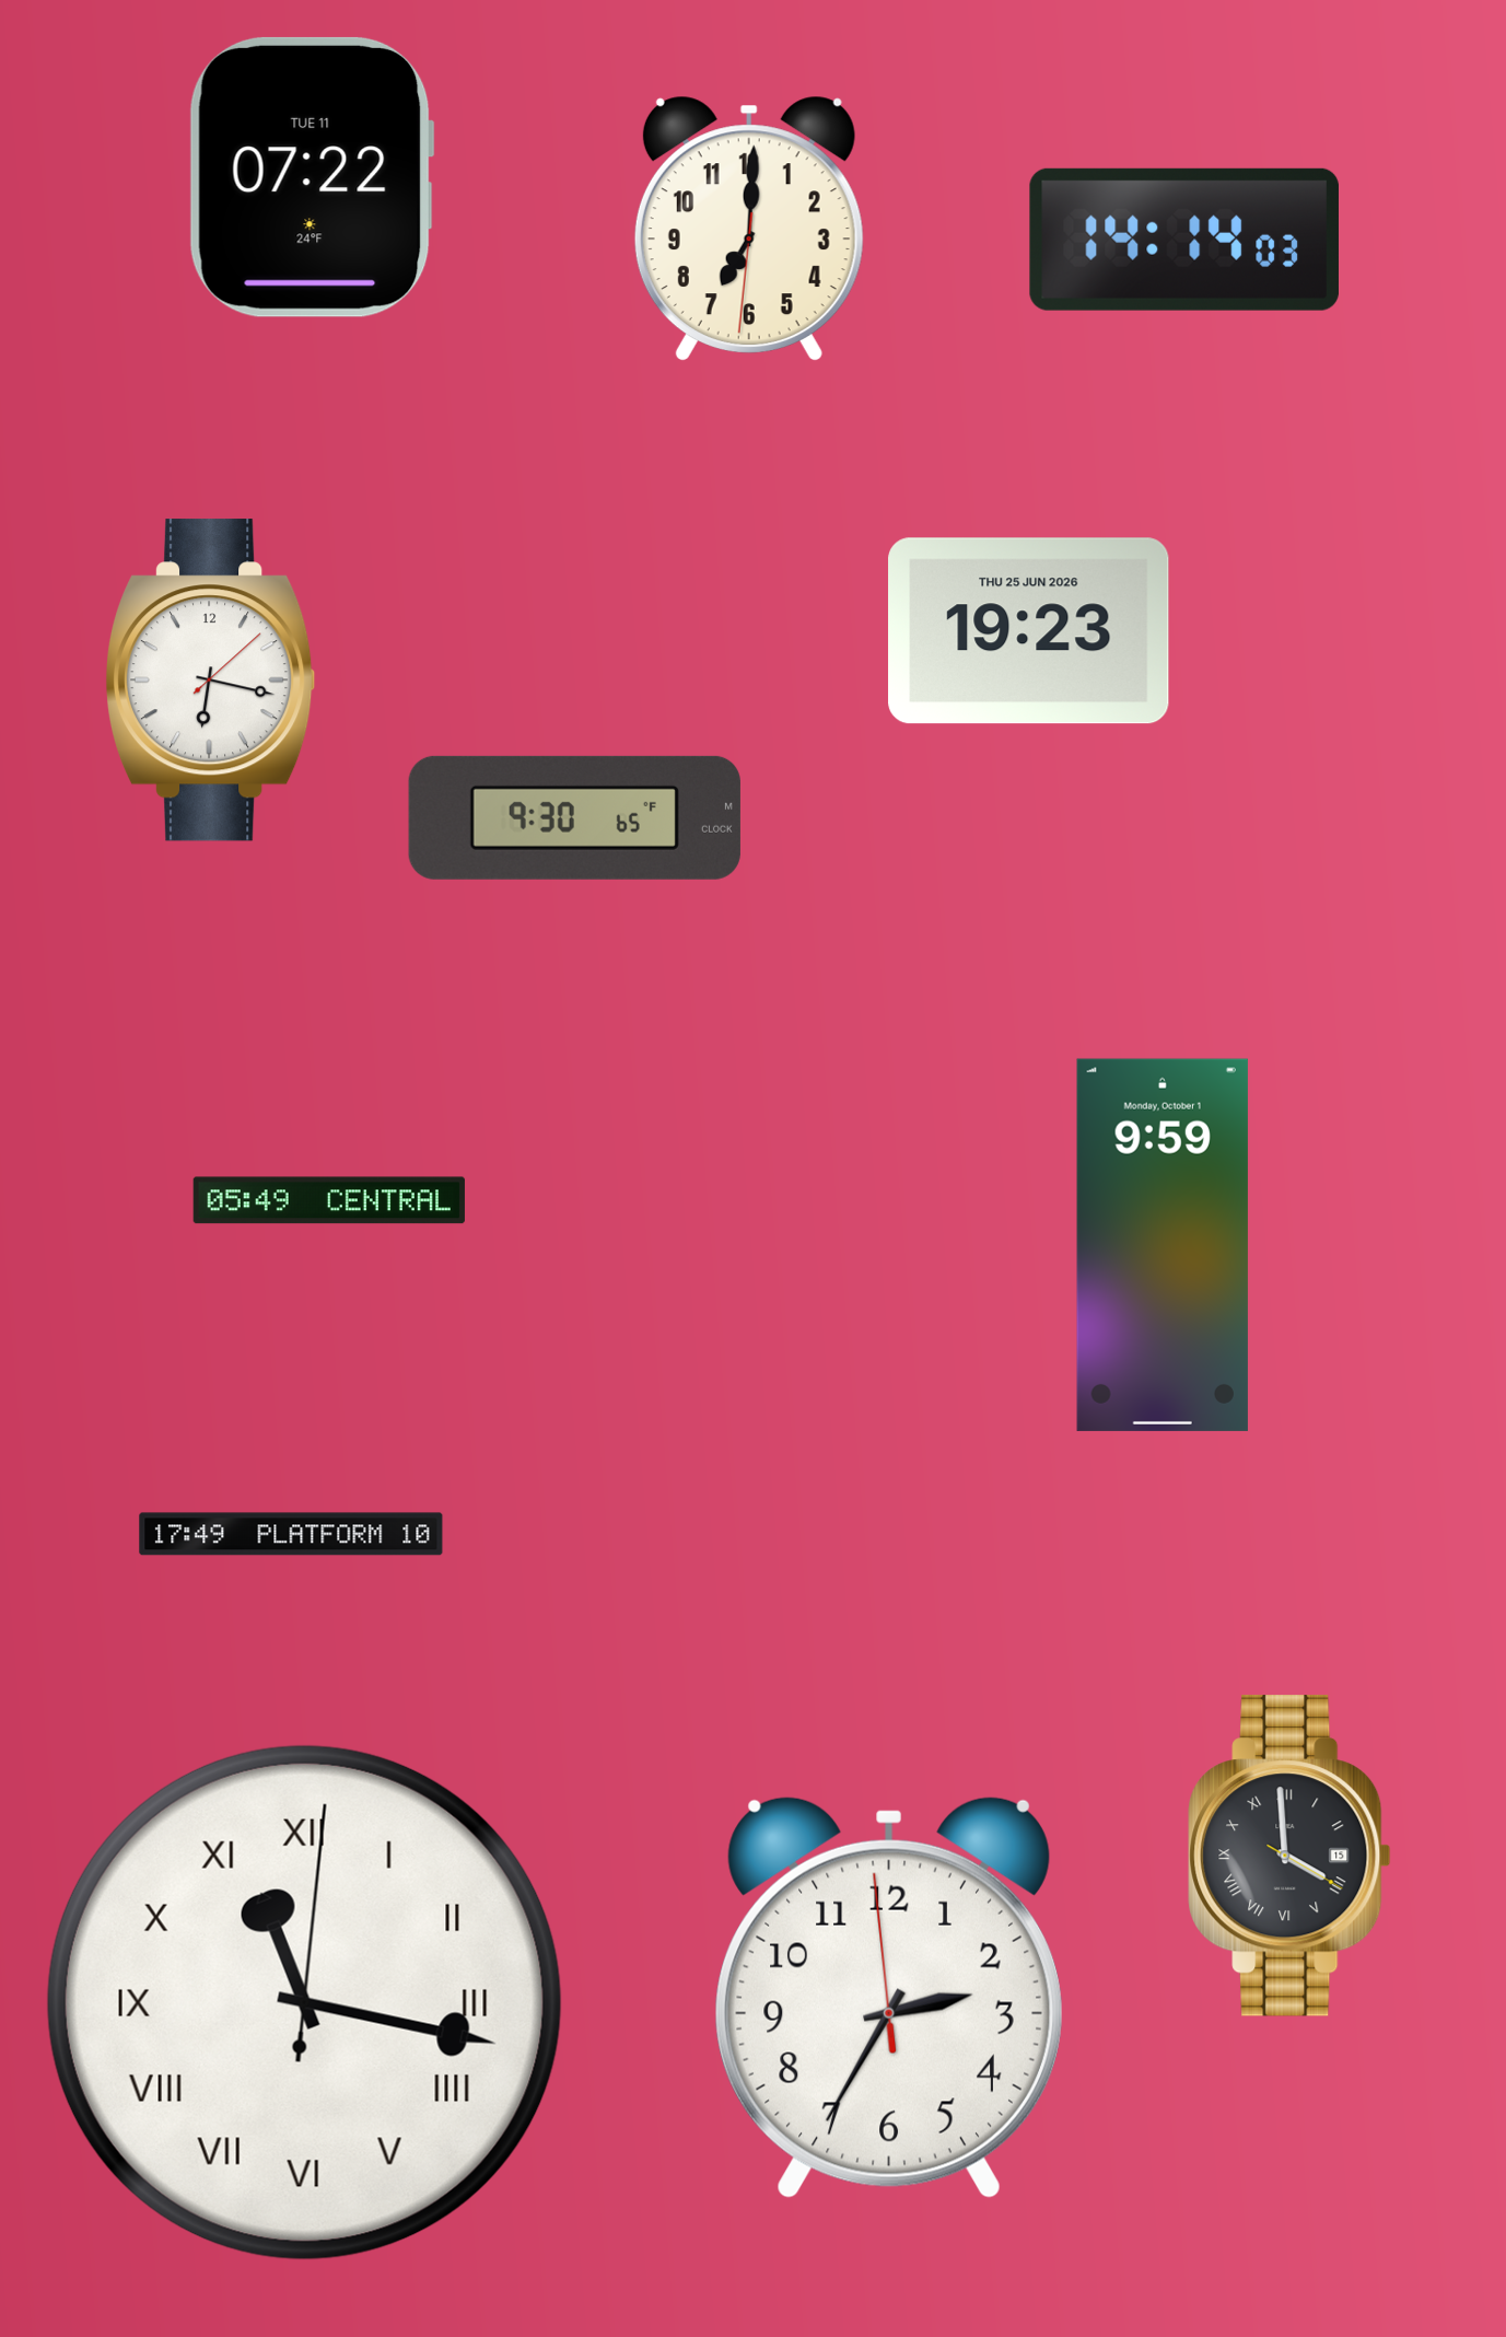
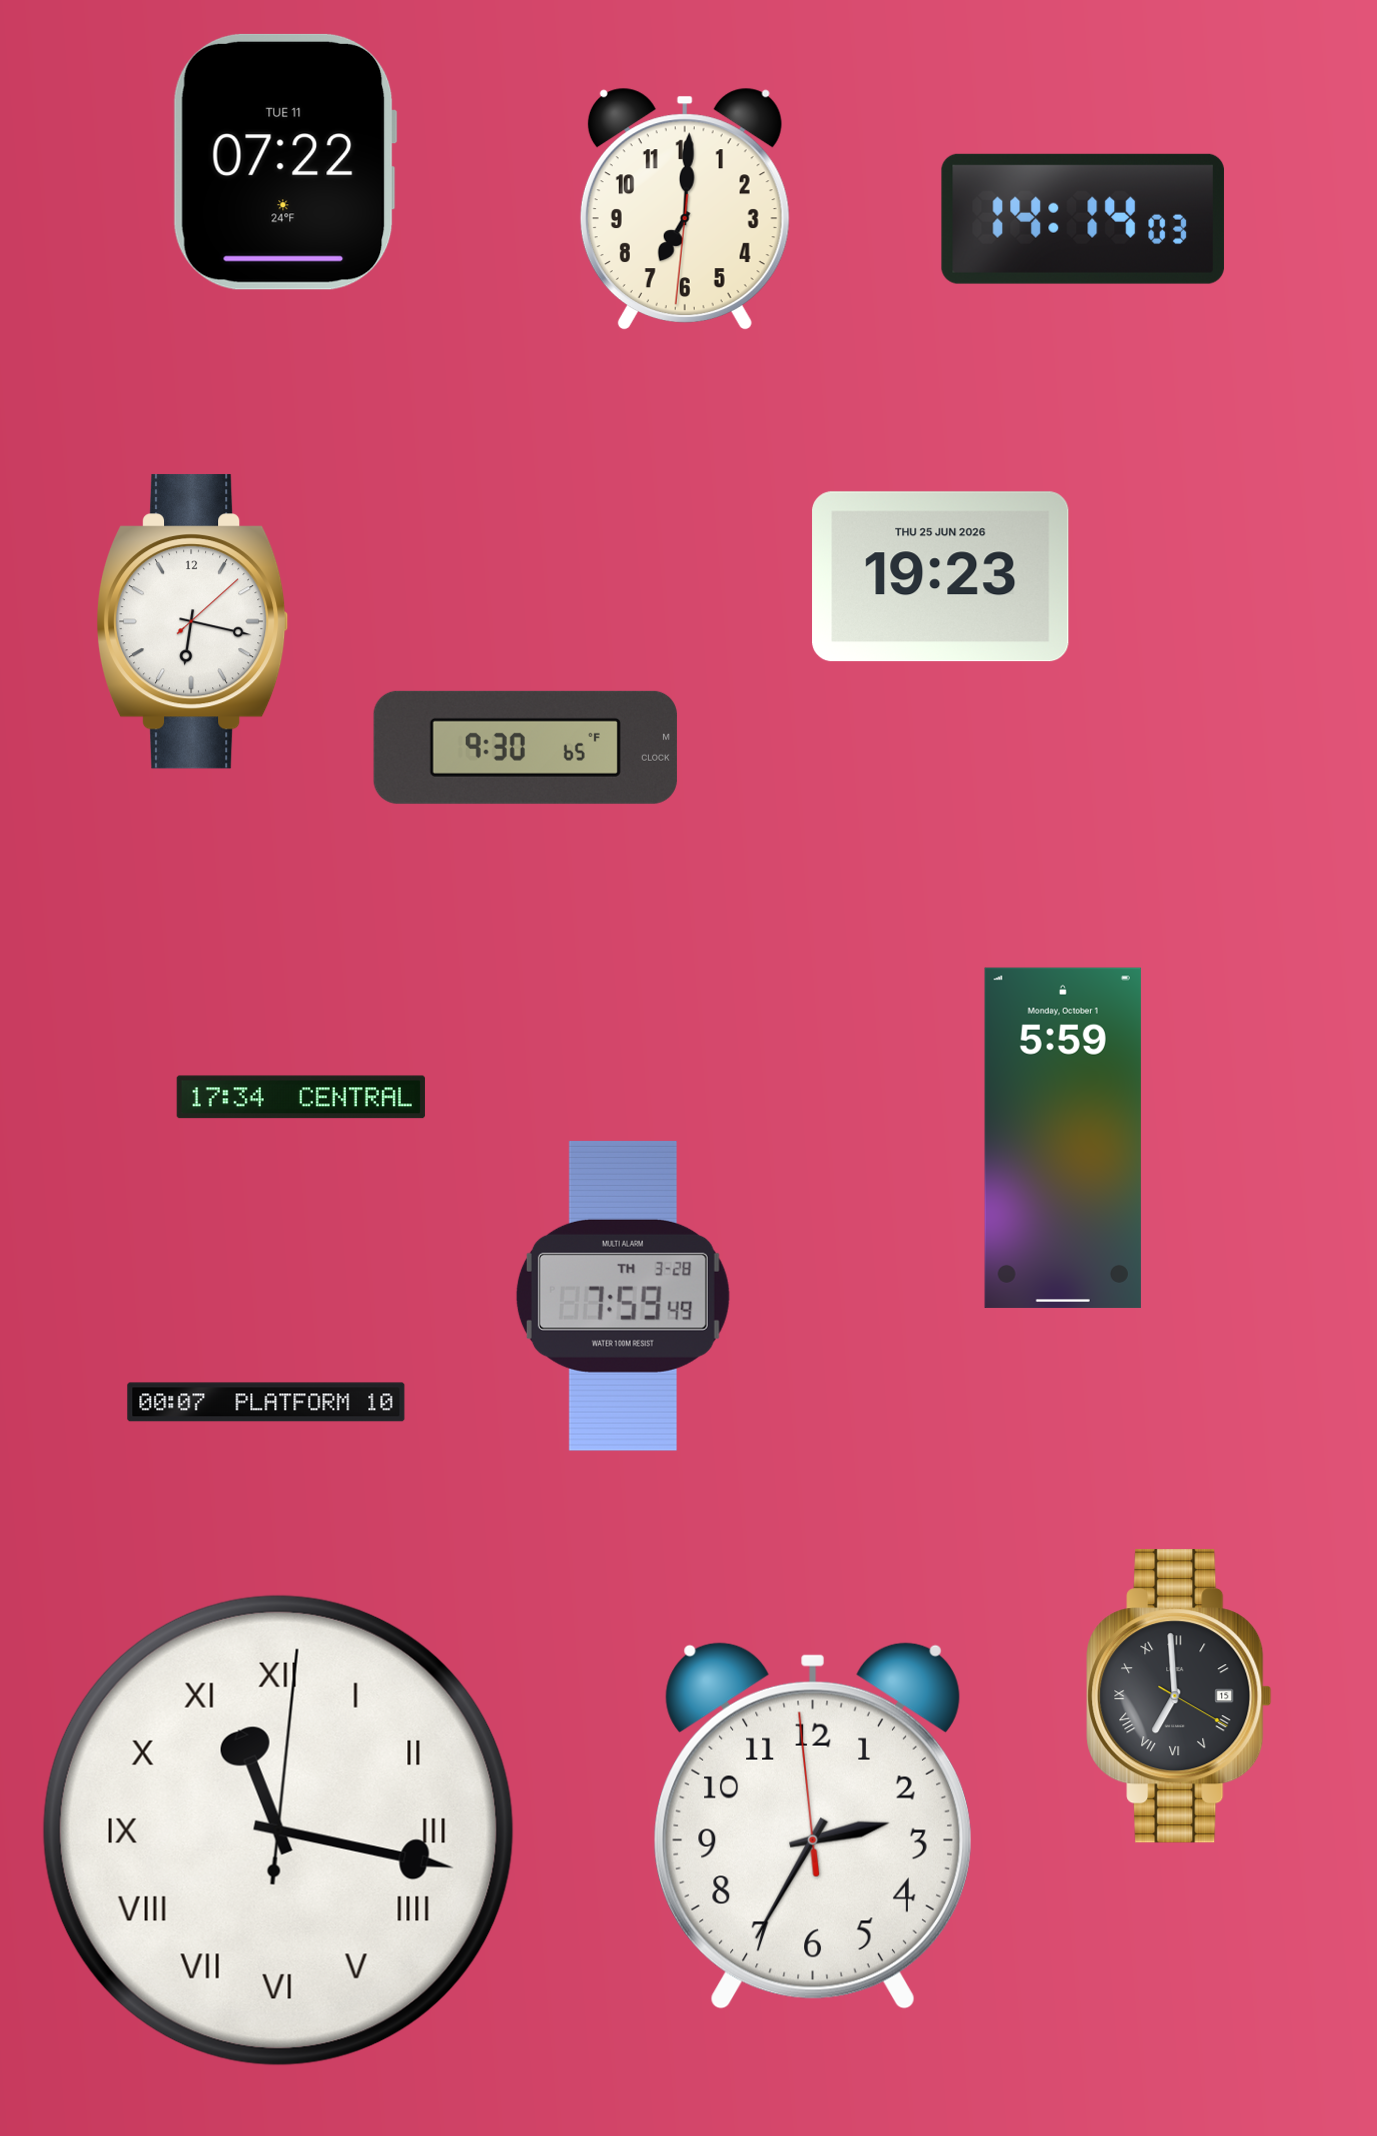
clock at (329, 1200): 05:49 -> 17:34
clock at (1163, 1245): 9:59 -> 5:59
clock at (623, 1296): none -> 7:59
clock at (291, 1534): 17:49 -> 00:07
clock at (1289, 1856): 3:59 -> 6:59
